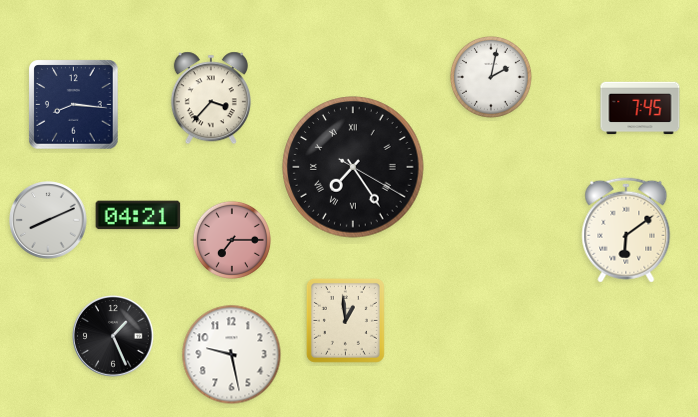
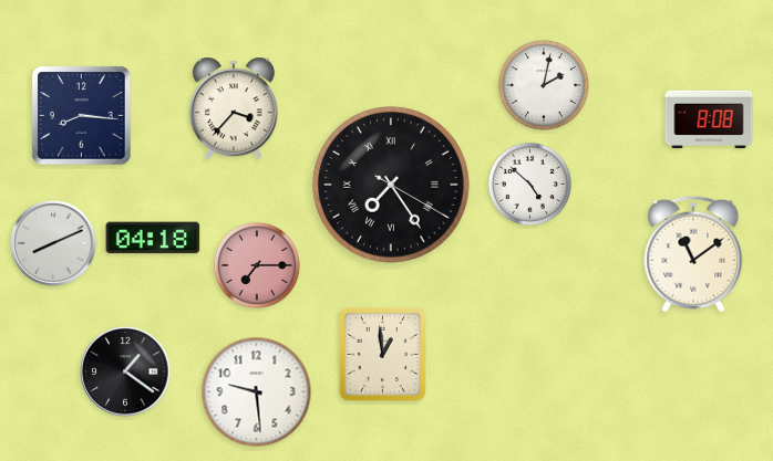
clock at (640, 108): 7:45 -> 8:08
clock at (529, 184): none -> 4:52
clock at (138, 215): 04:21 -> 04:18
clock at (626, 230): 6:09 -> 11:09
clock at (113, 336): 1:26 -> 1:21
clock at (232, 355): 9:28 -> 9:29
